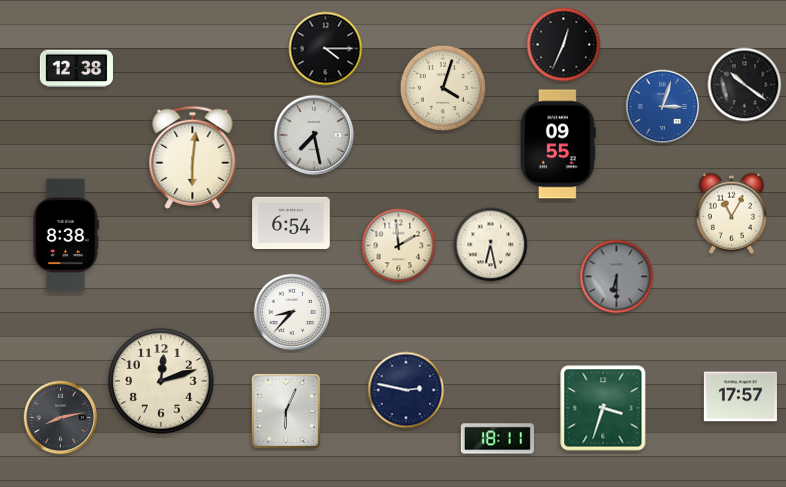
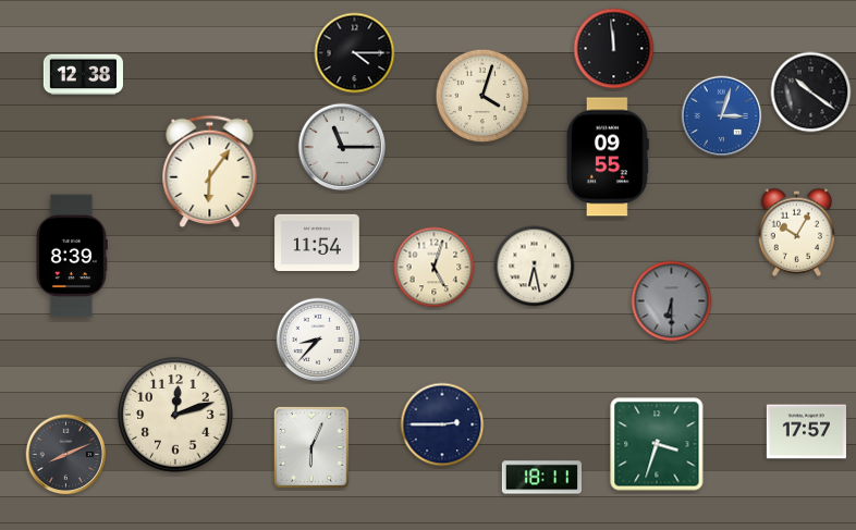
clock at (564, 45): 12:34 -> 11:59
clock at (314, 135): 7:28 -> 11:15
clock at (193, 157): 6:01 -> 6:06
clock at (732, 213): 11:05 -> 10:05
clock at (291, 222): 6:54 -> 11:54
clock at (66, 235): 8:38 -> 8:39
clock at (399, 246): 1:59 -> 5:03
clock at (406, 390): 2:47 -> 2:45
clock at (61, 418): 8:13 -> 8:11
